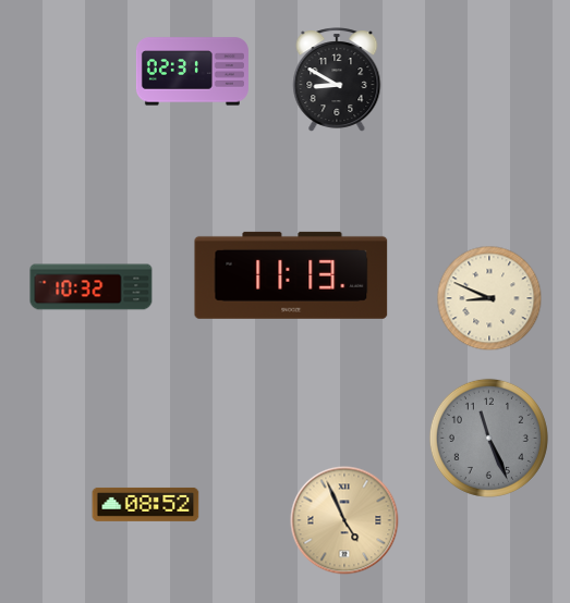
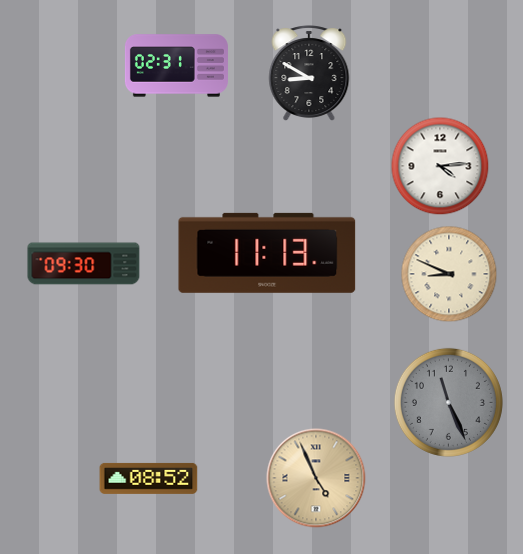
clock at (440, 166): none -> 4:14
clock at (92, 287): 10:32 -> 09:30
clock at (146, 504) position: (146, 504) -> (149, 478)
